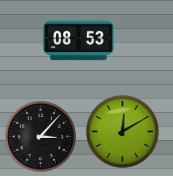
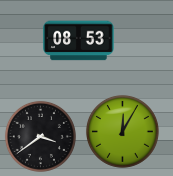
clock at (123, 132): 12:10 -> 12:05
clock at (40, 136): 3:07 -> 3:39
